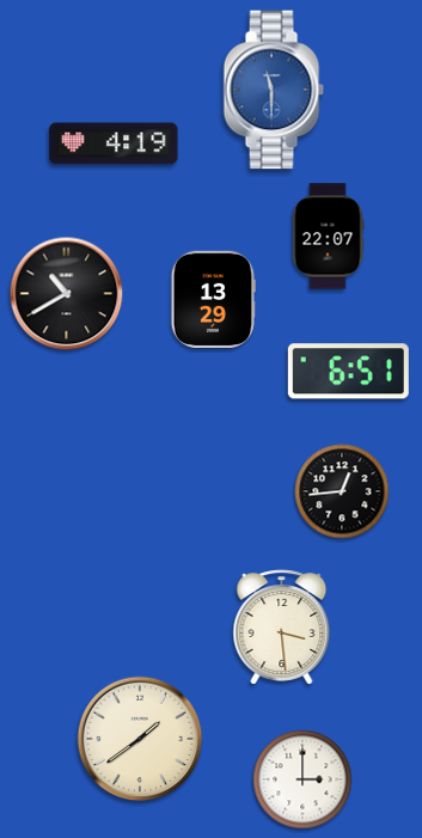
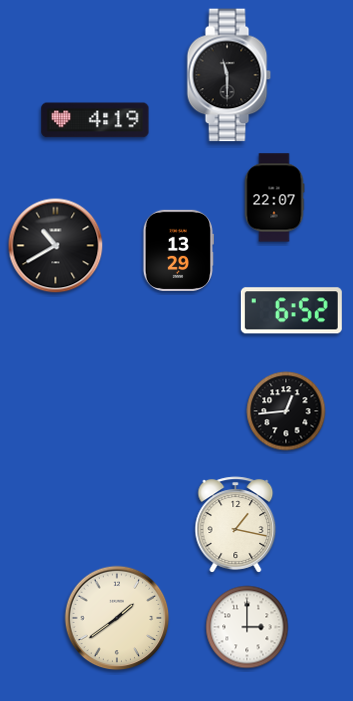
clock at (274, 90) dial: blue -> black
clock at (348, 372): 6:51 -> 6:52
clock at (282, 628): 3:29 -> 1:17
clock at (302, 779) position: (302, 779) -> (247, 627)
